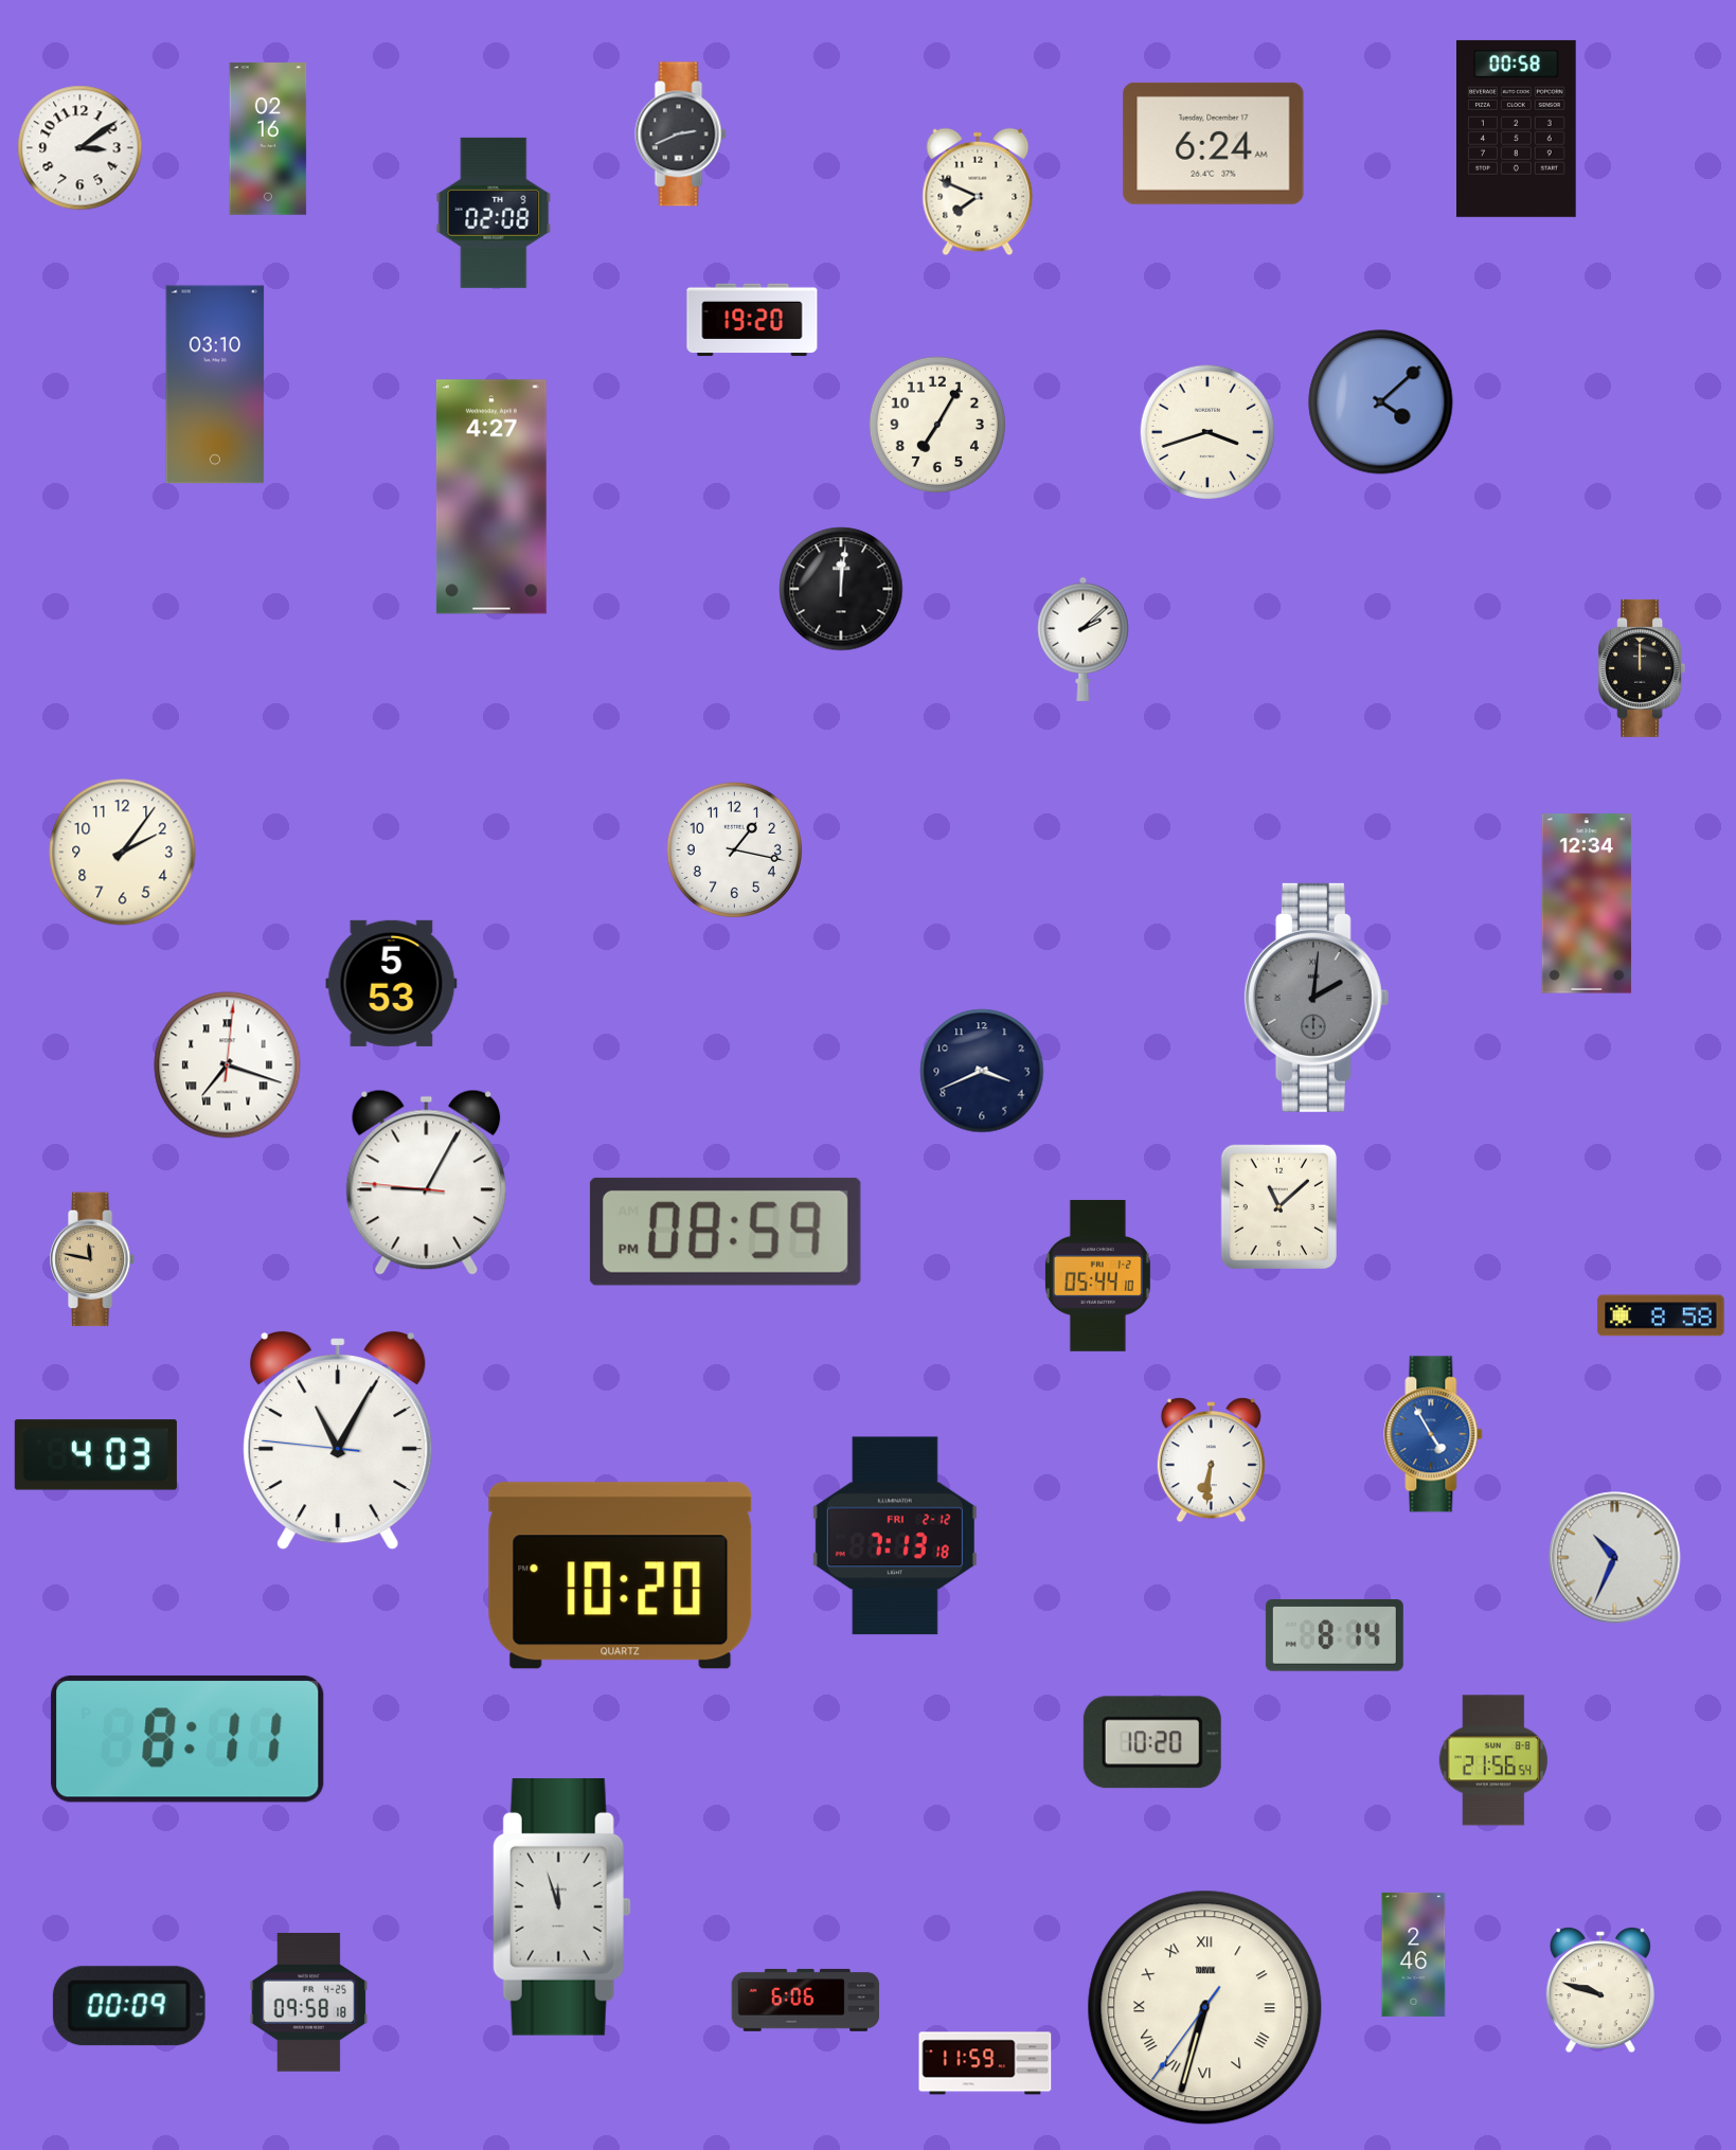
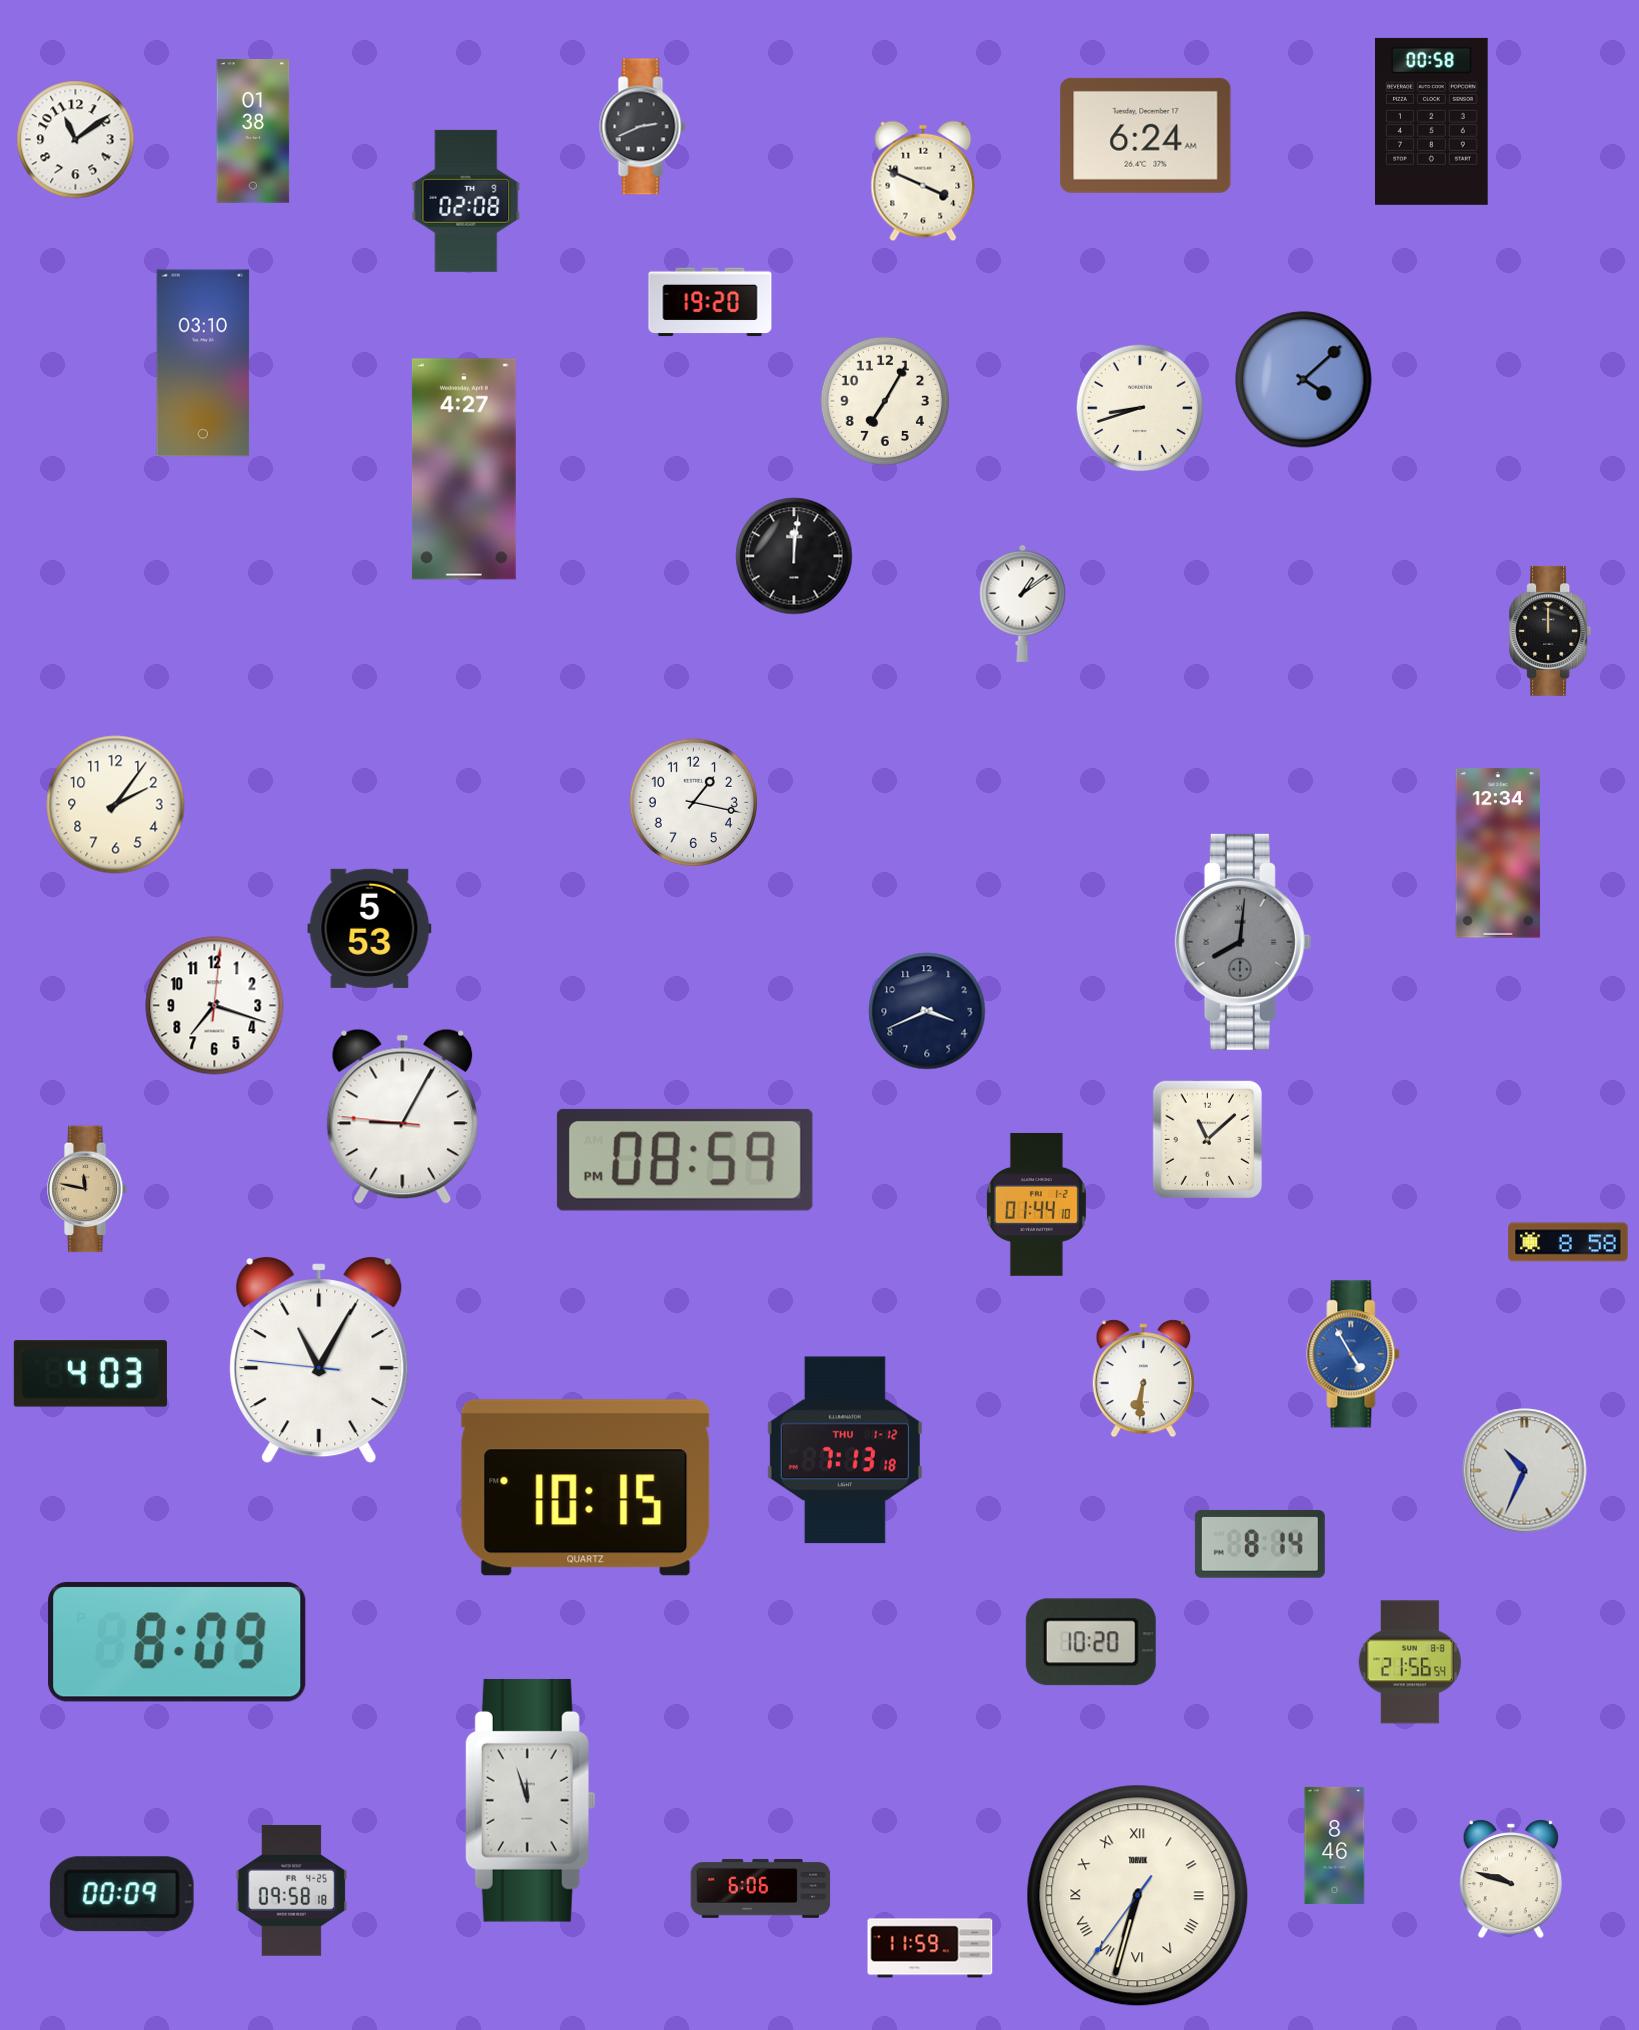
clock at (268, 139): 02:16 -> 01:38
clock at (80, 148): 3:09 -> 11:09
clock at (978, 192): 7:49 -> 3:49
clock at (1207, 432): 3:42 -> 8:42
clock at (1084, 639): 2:08 -> 1:09
clock at (1317, 998): 2:01 -> 8:01
clock at (228, 1065) numerals: Roman -> Arabic
clock at (726, 1232) position: (726, 1232) -> (685, 1160)
clock at (1097, 1275): 05:44 -> 01:44
clock at (895, 1536) date: FRI 2-12 -> THU 1-12
clock at (621, 1576): 10:20 -> 10:15
clock at (187, 1739): 8:11 -> 8:09
clock at (1152, 1742) position: (1152, 1742) -> (1091, 1642)
clock at (1414, 1954): 2:46 -> 8:46
